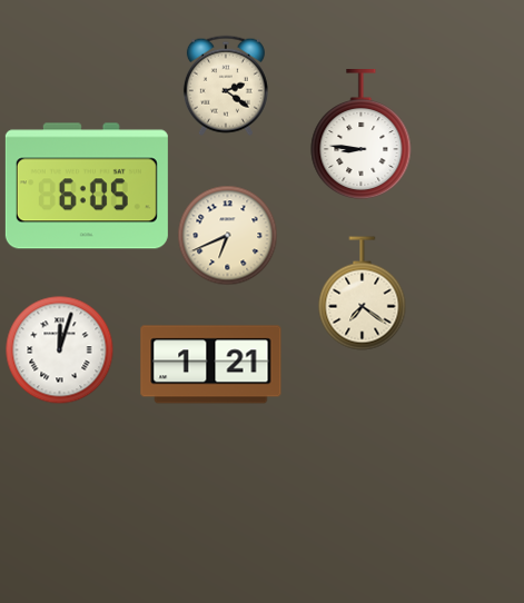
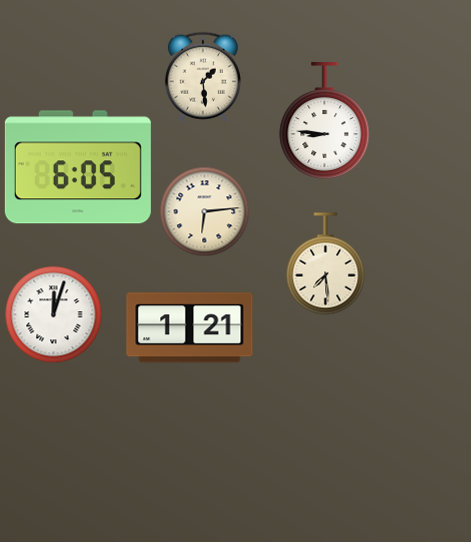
clock at (226, 86): 2:21 -> 1:29
clock at (228, 236): 6:41 -> 6:14
clock at (363, 294): 7:21 -> 7:29
